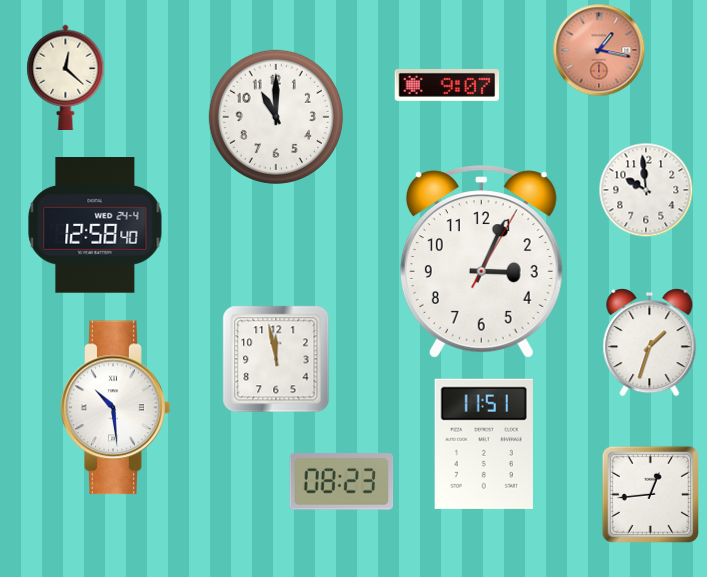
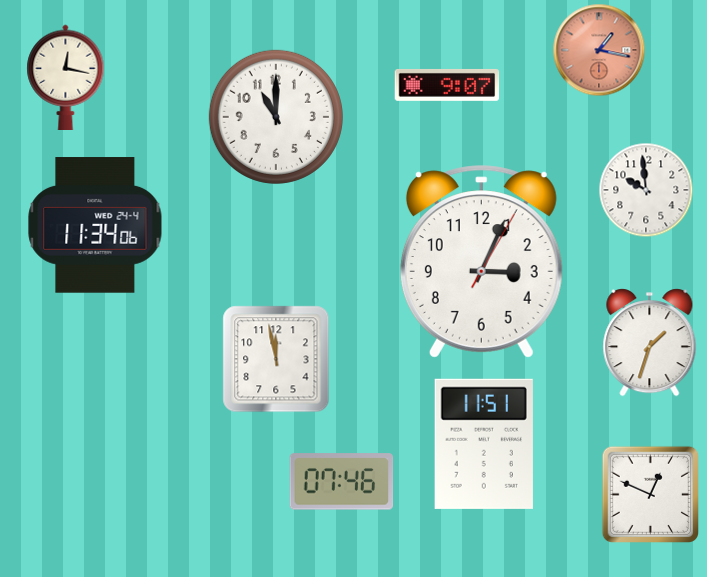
clock at (66, 77): 12:22 -> 12:17
clock at (95, 225): 12:58 -> 11:34
clock at (116, 408): 10:29 -> none
clock at (342, 482): 08:23 -> 07:46
clock at (650, 494): 12:44 -> 12:49
